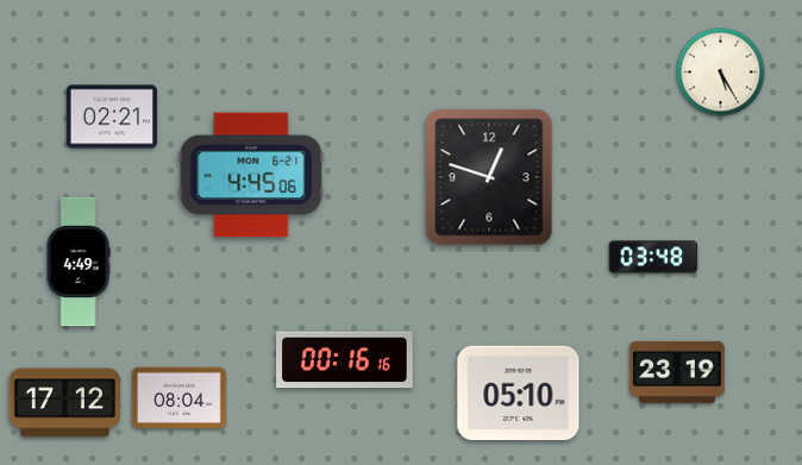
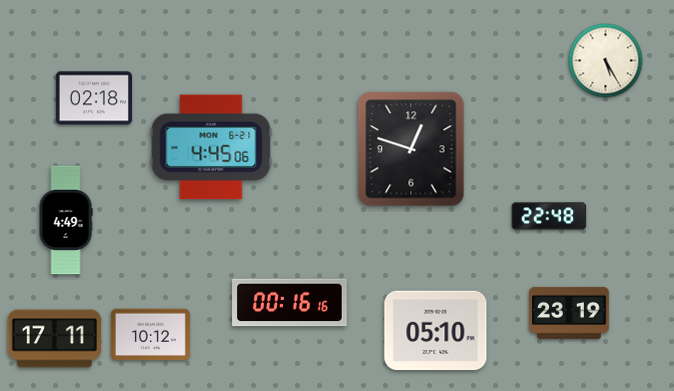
clock at (111, 117): 02:21 -> 02:18
clock at (653, 257): 03:48 -> 22:48
clock at (178, 398): 08:04 -> 10:12
clock at (64, 403): 17:12 -> 17:11
